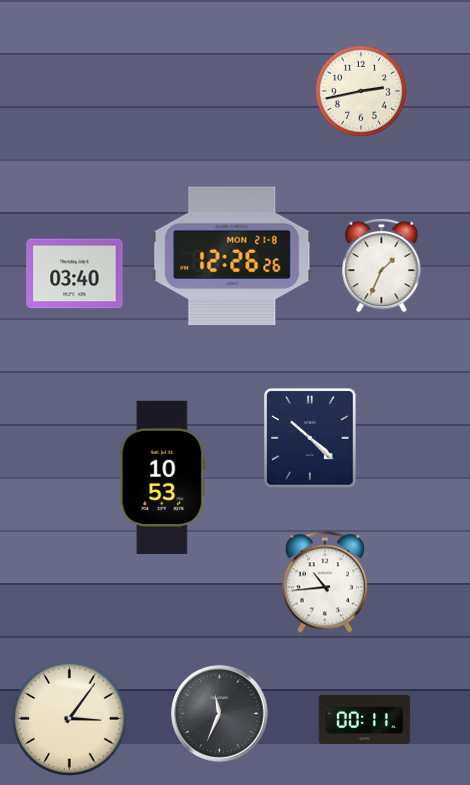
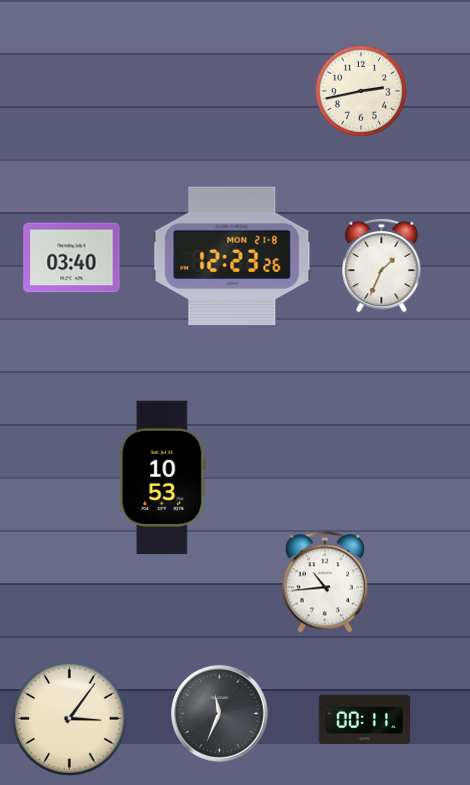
clock at (232, 256): 12:26 -> 12:23
clock at (75, 274) position: (75, 274) -> (72, 258)
clock at (310, 438): 10:22 -> none
